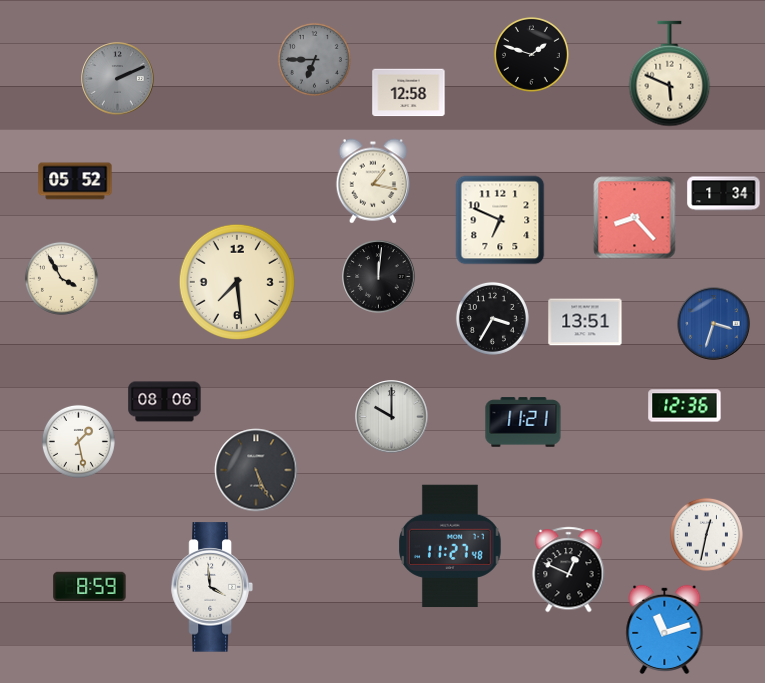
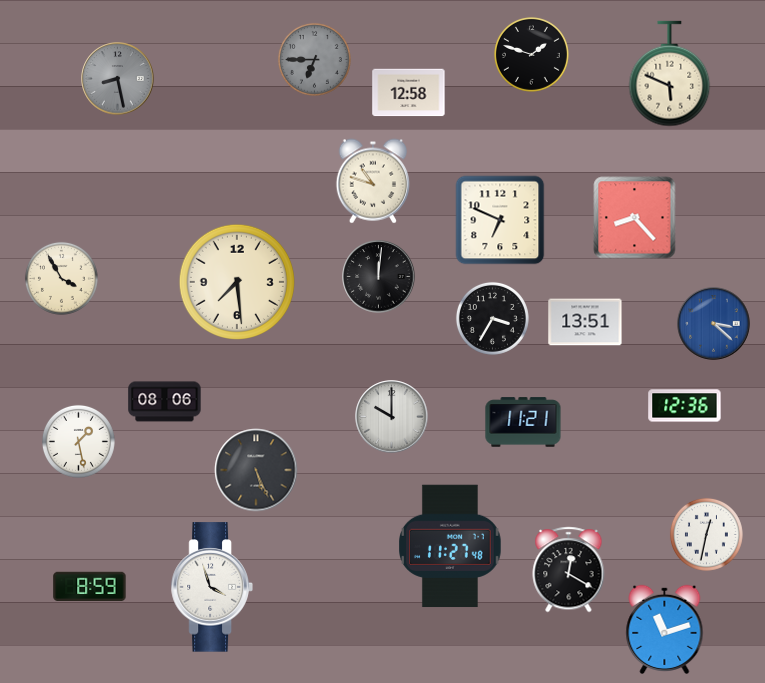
clock at (118, 79): 2:11 -> 8:28
clock at (75, 181): 05:52 -> none
clock at (372, 181): 1:17 -> 10:48
clock at (724, 194): 1:34 -> none
clock at (714, 324): 3:33 -> 3:22
clock at (569, 570): 12:49 -> 12:20
clock at (212, 587): 3:59 -> 3:57
